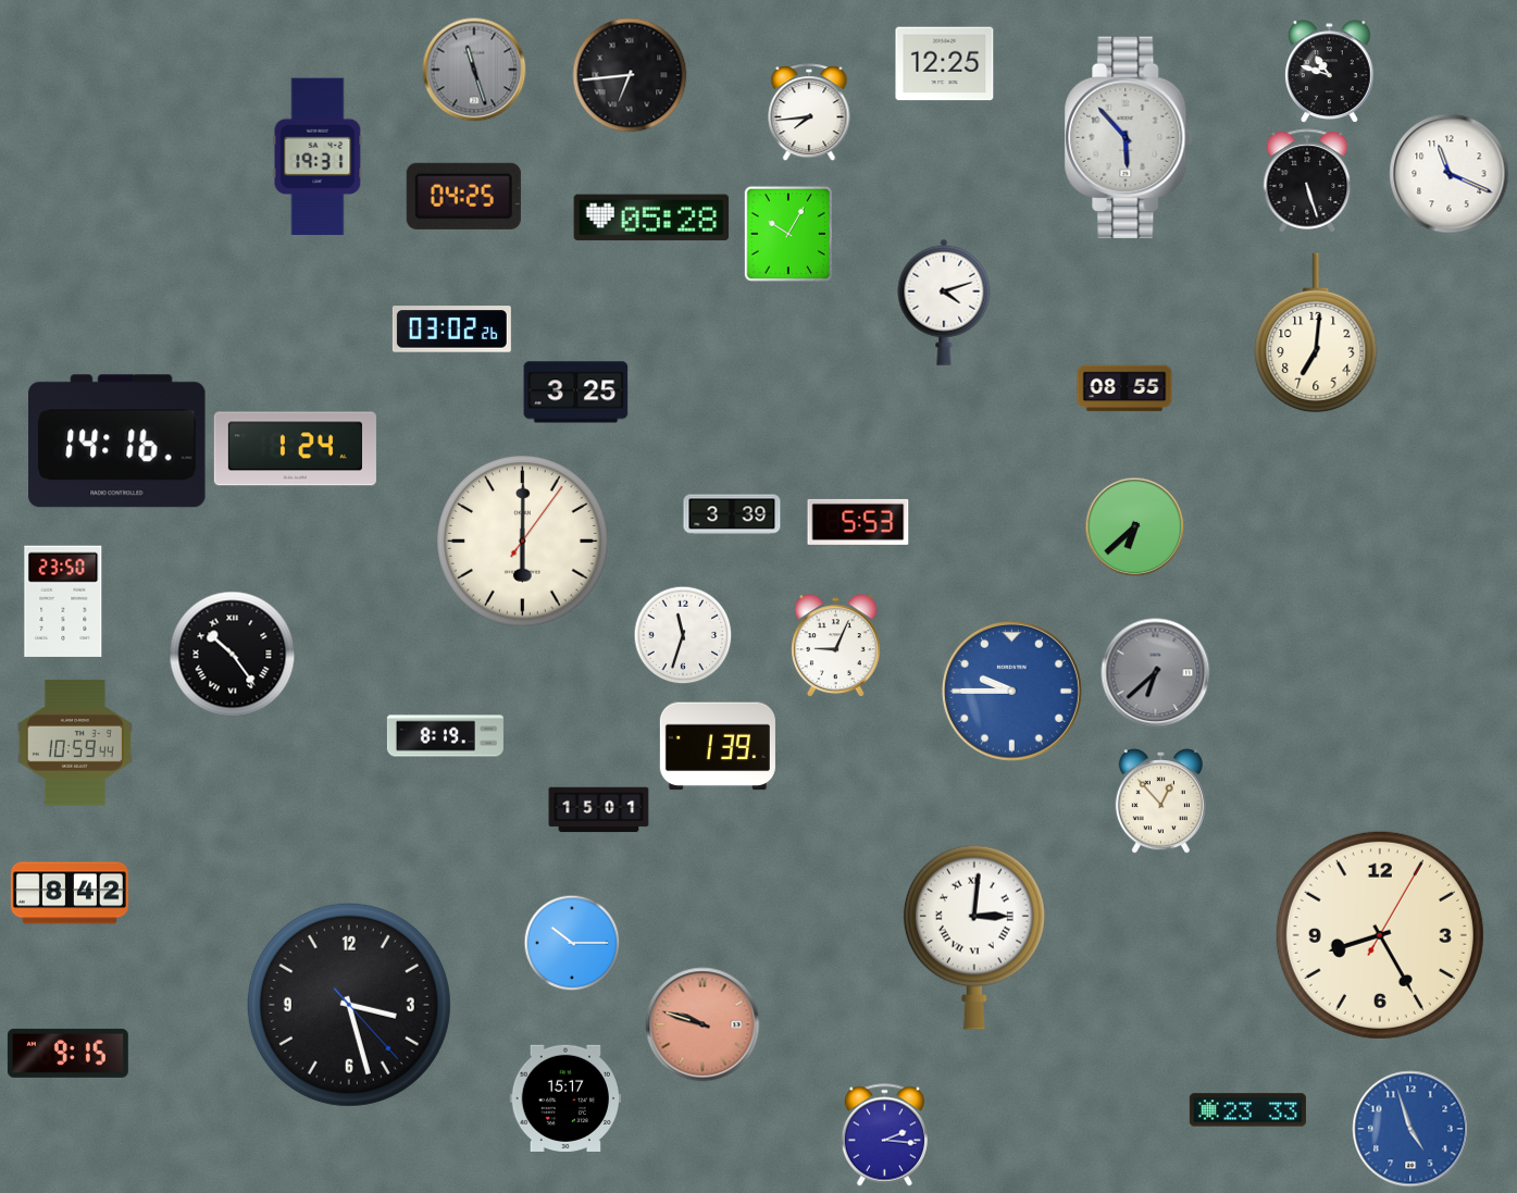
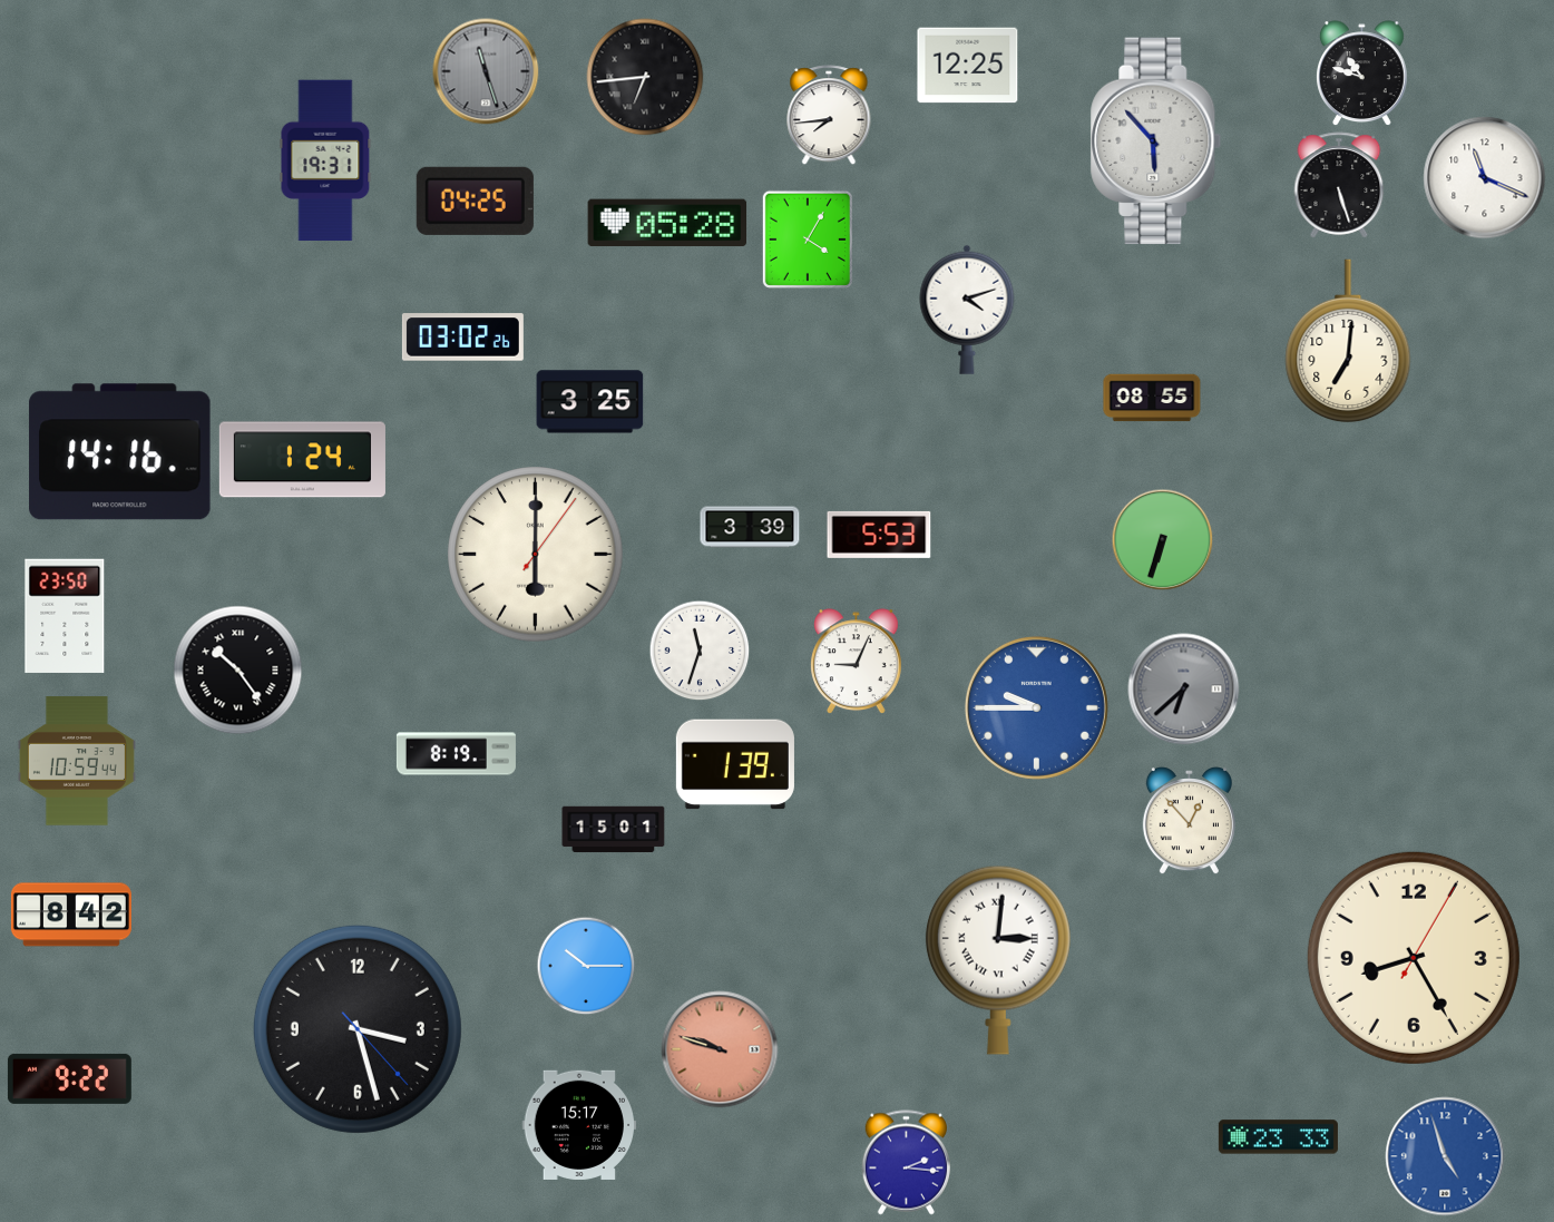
clock at (788, 233): 10:05 -> 4:05
clock at (1134, 526): 6:38 -> 6:33
clock at (67, 1053): 9:15 -> 9:22
